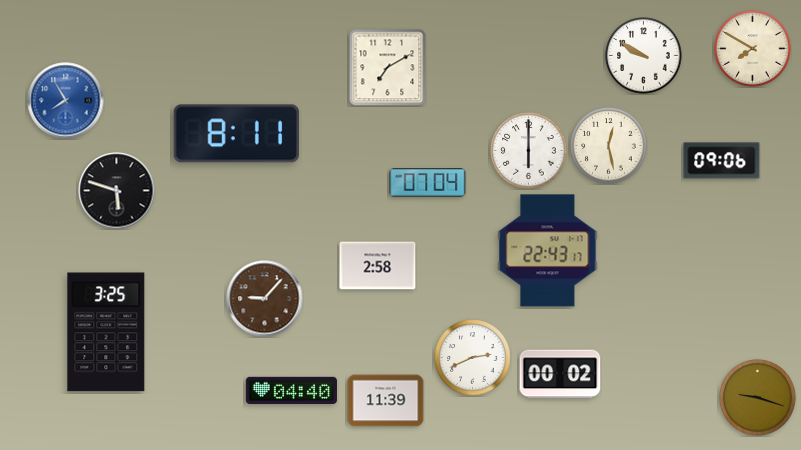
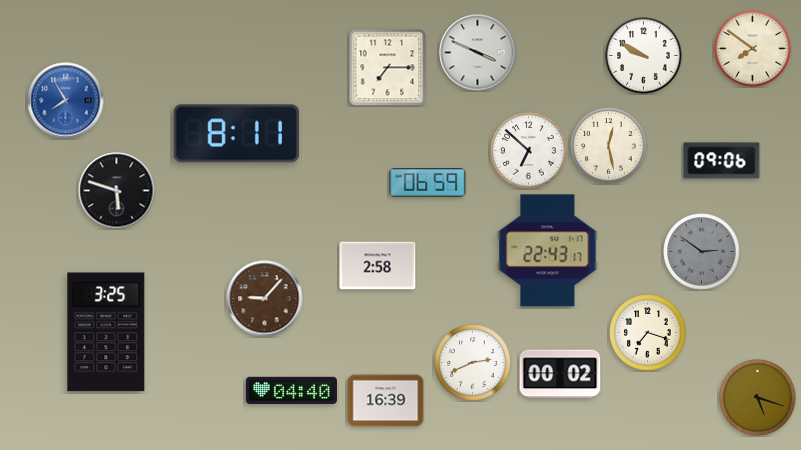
clock at (753, 49): 7:50 -> 7:51
clock at (478, 53): none -> 3:49
clock at (387, 67): 7:10 -> 7:15
clock at (529, 151): 6:00 -> 6:52
clock at (428, 183): 07:04 -> 06:59
clock at (702, 252): none -> 2:51
clock at (648, 333): none -> 7:18
clock at (473, 358) position: (473, 358) -> (473, 363)
clock at (758, 398): 9:18 -> 5:18
clock at (386, 401): 11:39 -> 16:39
